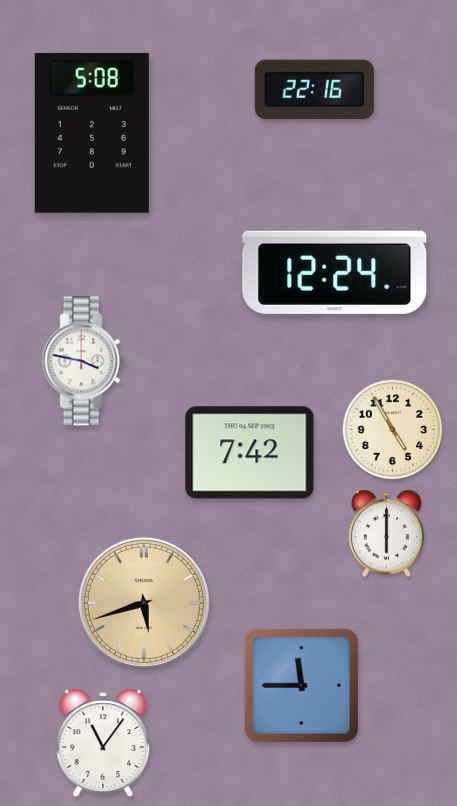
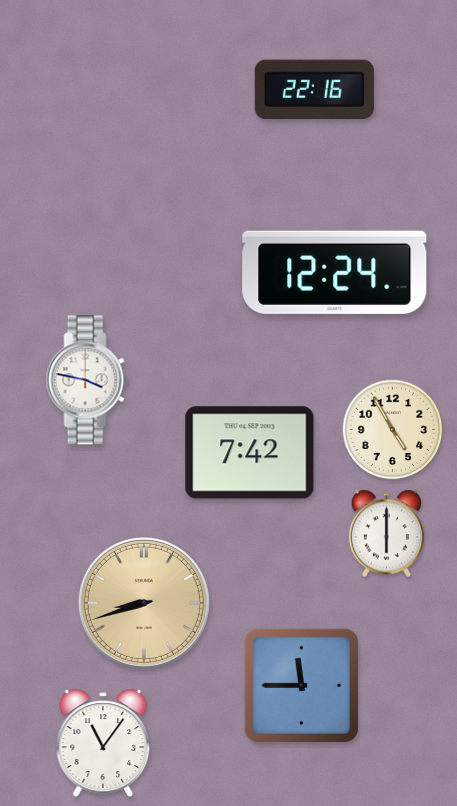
clock at (92, 133): 5:08 -> none
clock at (83, 361) position: (83, 361) -> (87, 380)
clock at (144, 603): 5:42 -> 8:42
